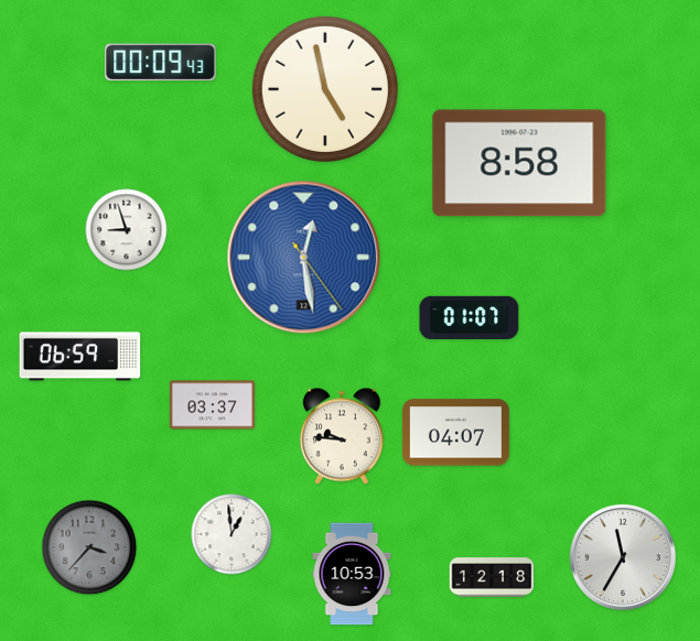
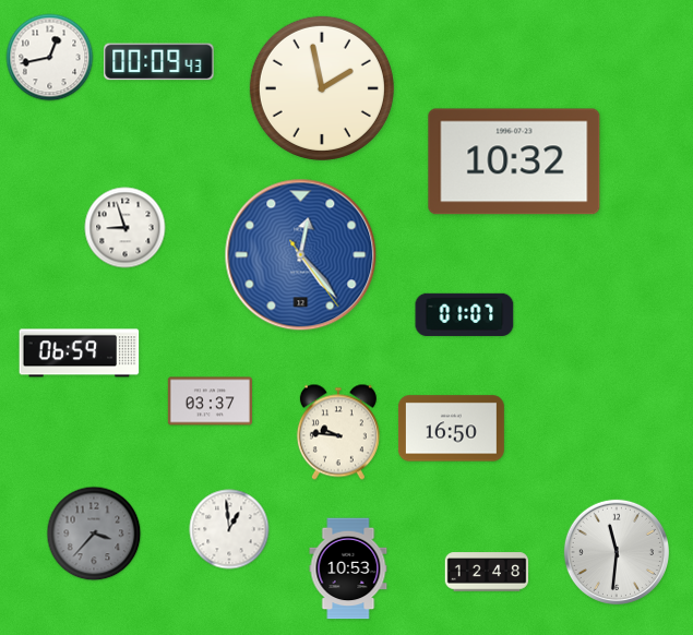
clock at (50, 58): none -> 12:43
clock at (325, 89): 4:58 -> 1:58
clock at (519, 163): 8:58 -> 10:32
clock at (304, 258): 12:28 -> 12:23
clock at (455, 433): 04:07 -> 16:50
clock at (89, 547) position: (89, 547) -> (94, 534)
clock at (623, 557): 11:35 -> 11:31
clock at (492, 577): 12:18 -> 12:48
